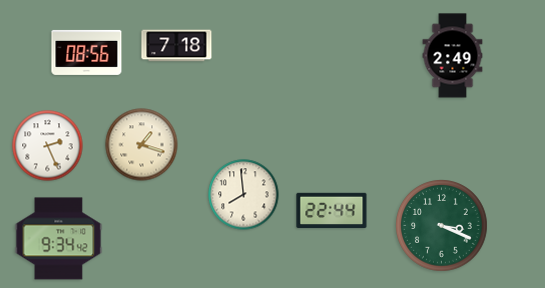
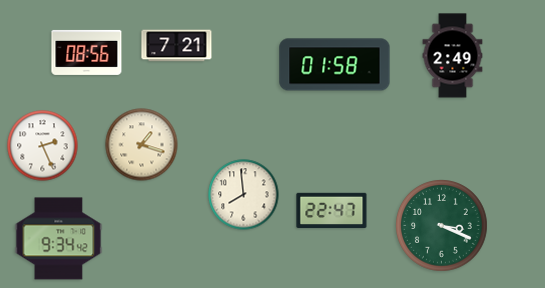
clock at (177, 46): 7:18 -> 7:21
clock at (335, 65): none -> 01:58
clock at (48, 146) position: (48, 146) -> (43, 146)
clock at (332, 211): 22:44 -> 22:47
